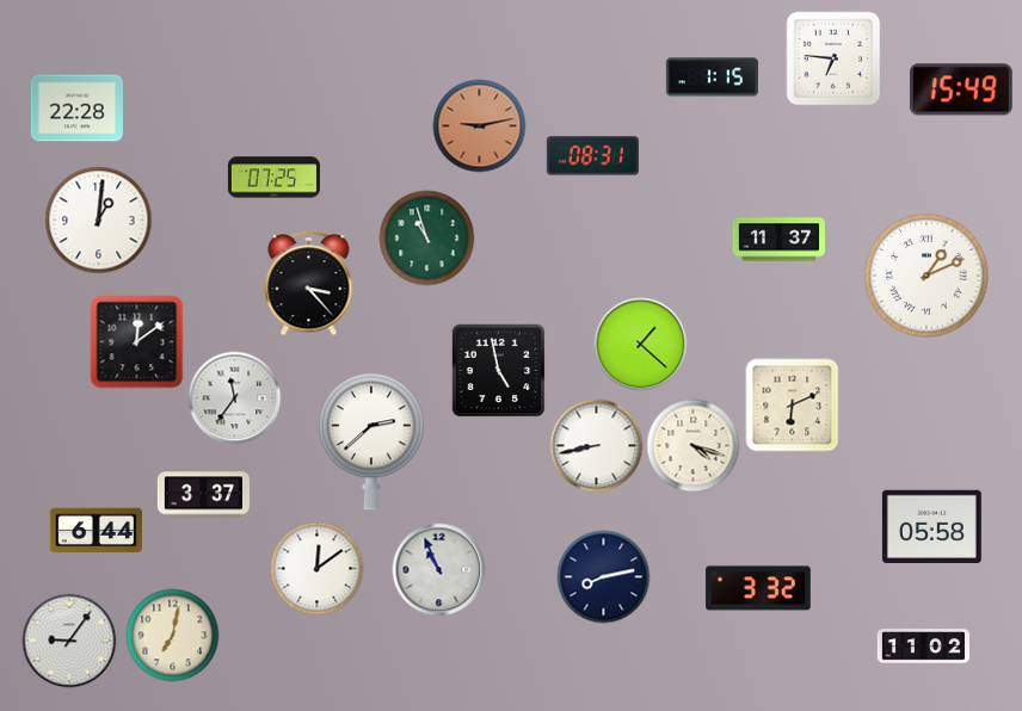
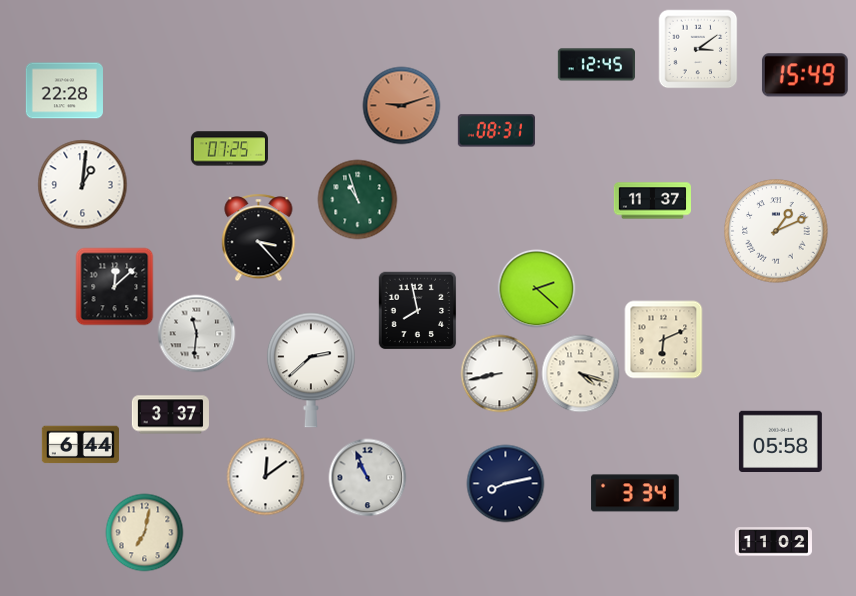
clock at (833, 58): 6:46 -> 3:09
clock at (712, 78): 1:15 -> 12:45
clock at (479, 125): 9:13 -> 9:12
clock at (136, 341): 12:09 -> 12:08
clock at (640, 344): 1:22 -> 2:22
clock at (498, 370): 4:58 -> 7:58
clock at (234, 397): 11:36 -> 11:31
clock at (758, 588): 3:32 -> 3:34
clock at (69, 641): 9:06 -> none
